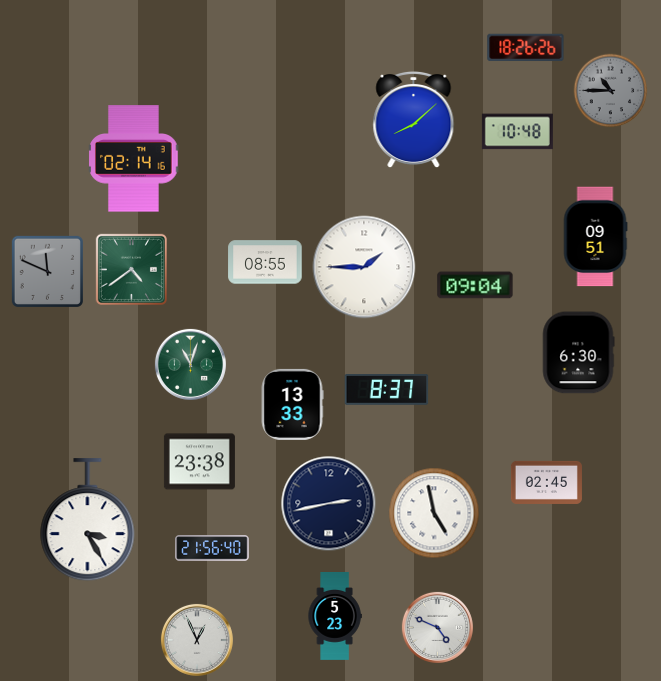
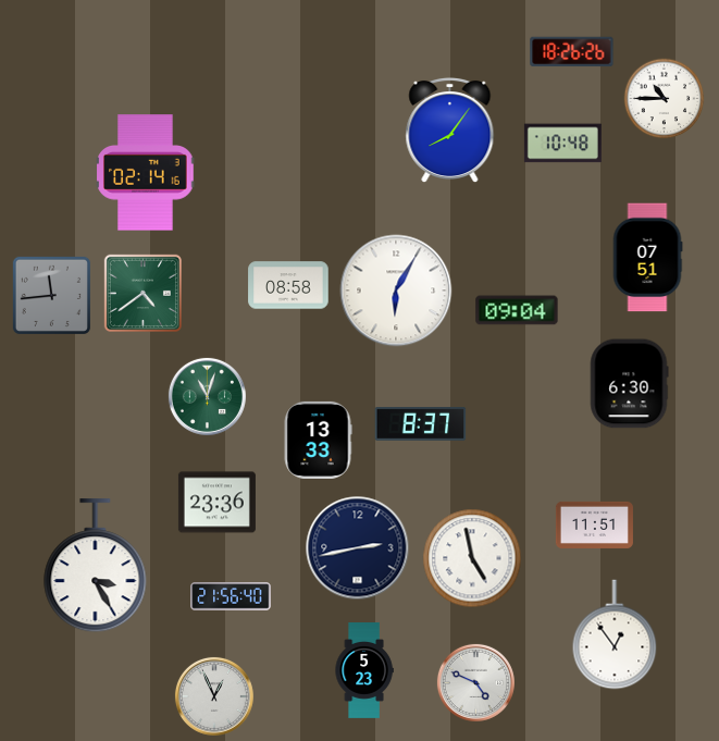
clock at (611, 91) dial: grey -> white
clock at (414, 120): 8:08 -> 8:06
clock at (595, 237): 09:51 -> 07:51
clock at (265, 262): 08:55 -> 08:58
clock at (364, 267): 1:45 -> 6:05
clock at (47, 271): 11:49 -> 11:44
clock at (199, 462): 23:38 -> 23:36
clock at (546, 482): 02:45 -> 11:51
clock at (615, 634): none -> 12:54
